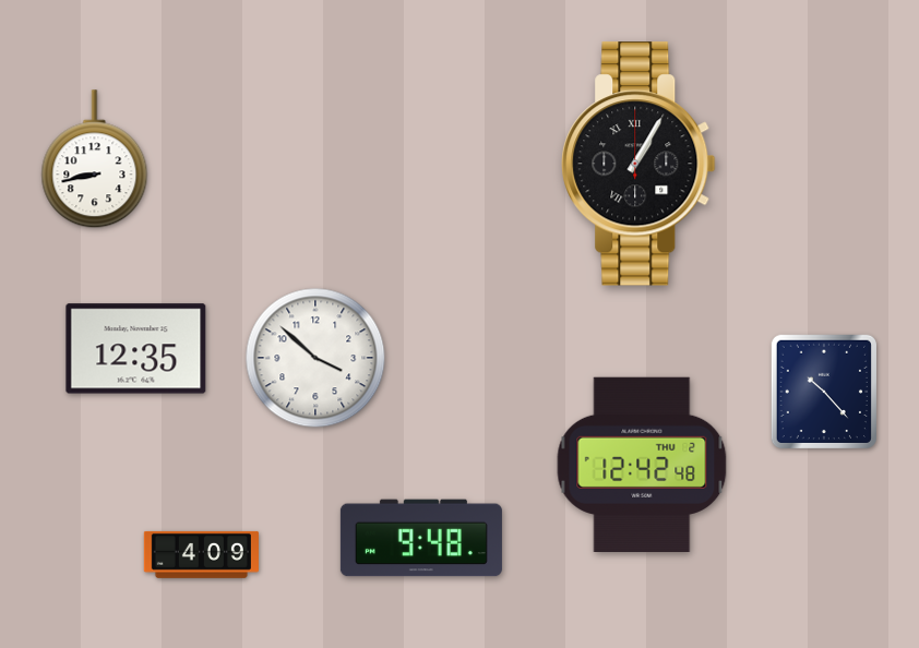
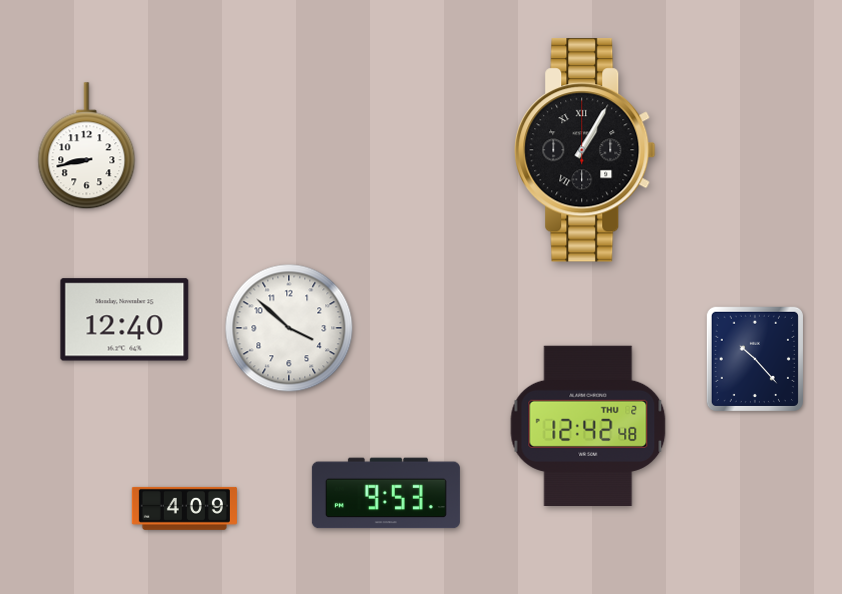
clock at (136, 349): 12:35 -> 12:40
clock at (421, 538): 9:48 -> 9:53
